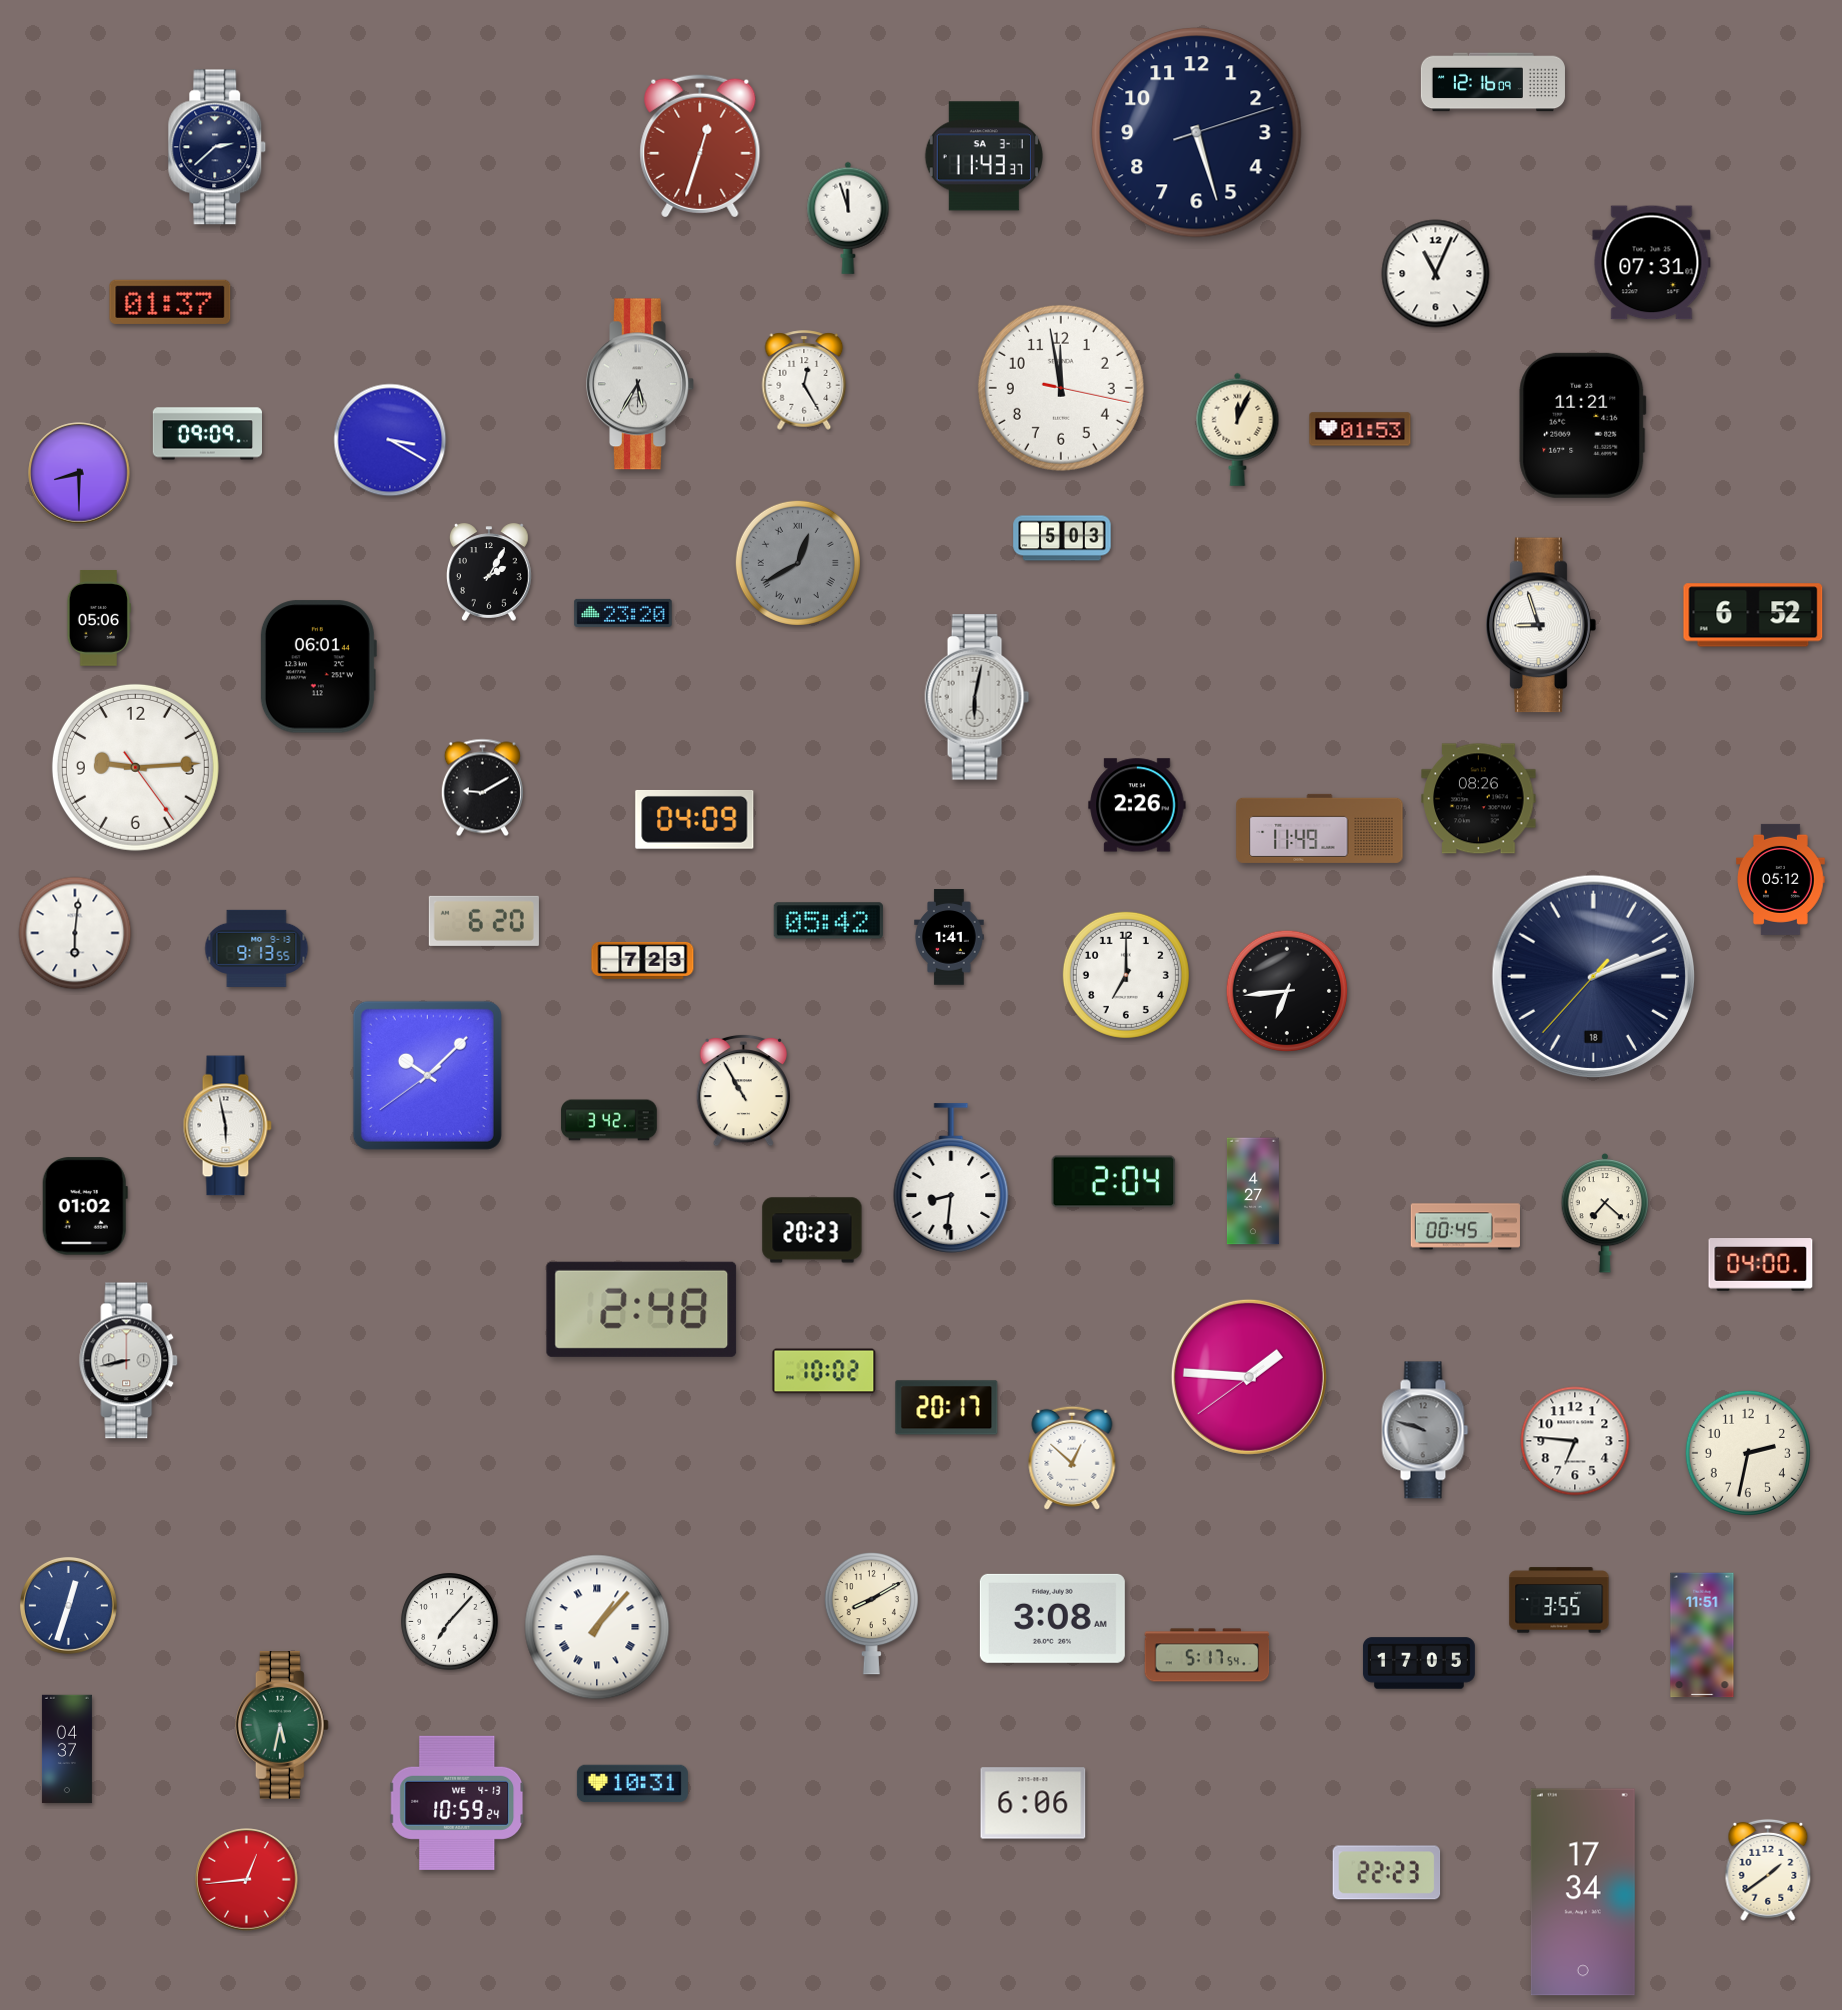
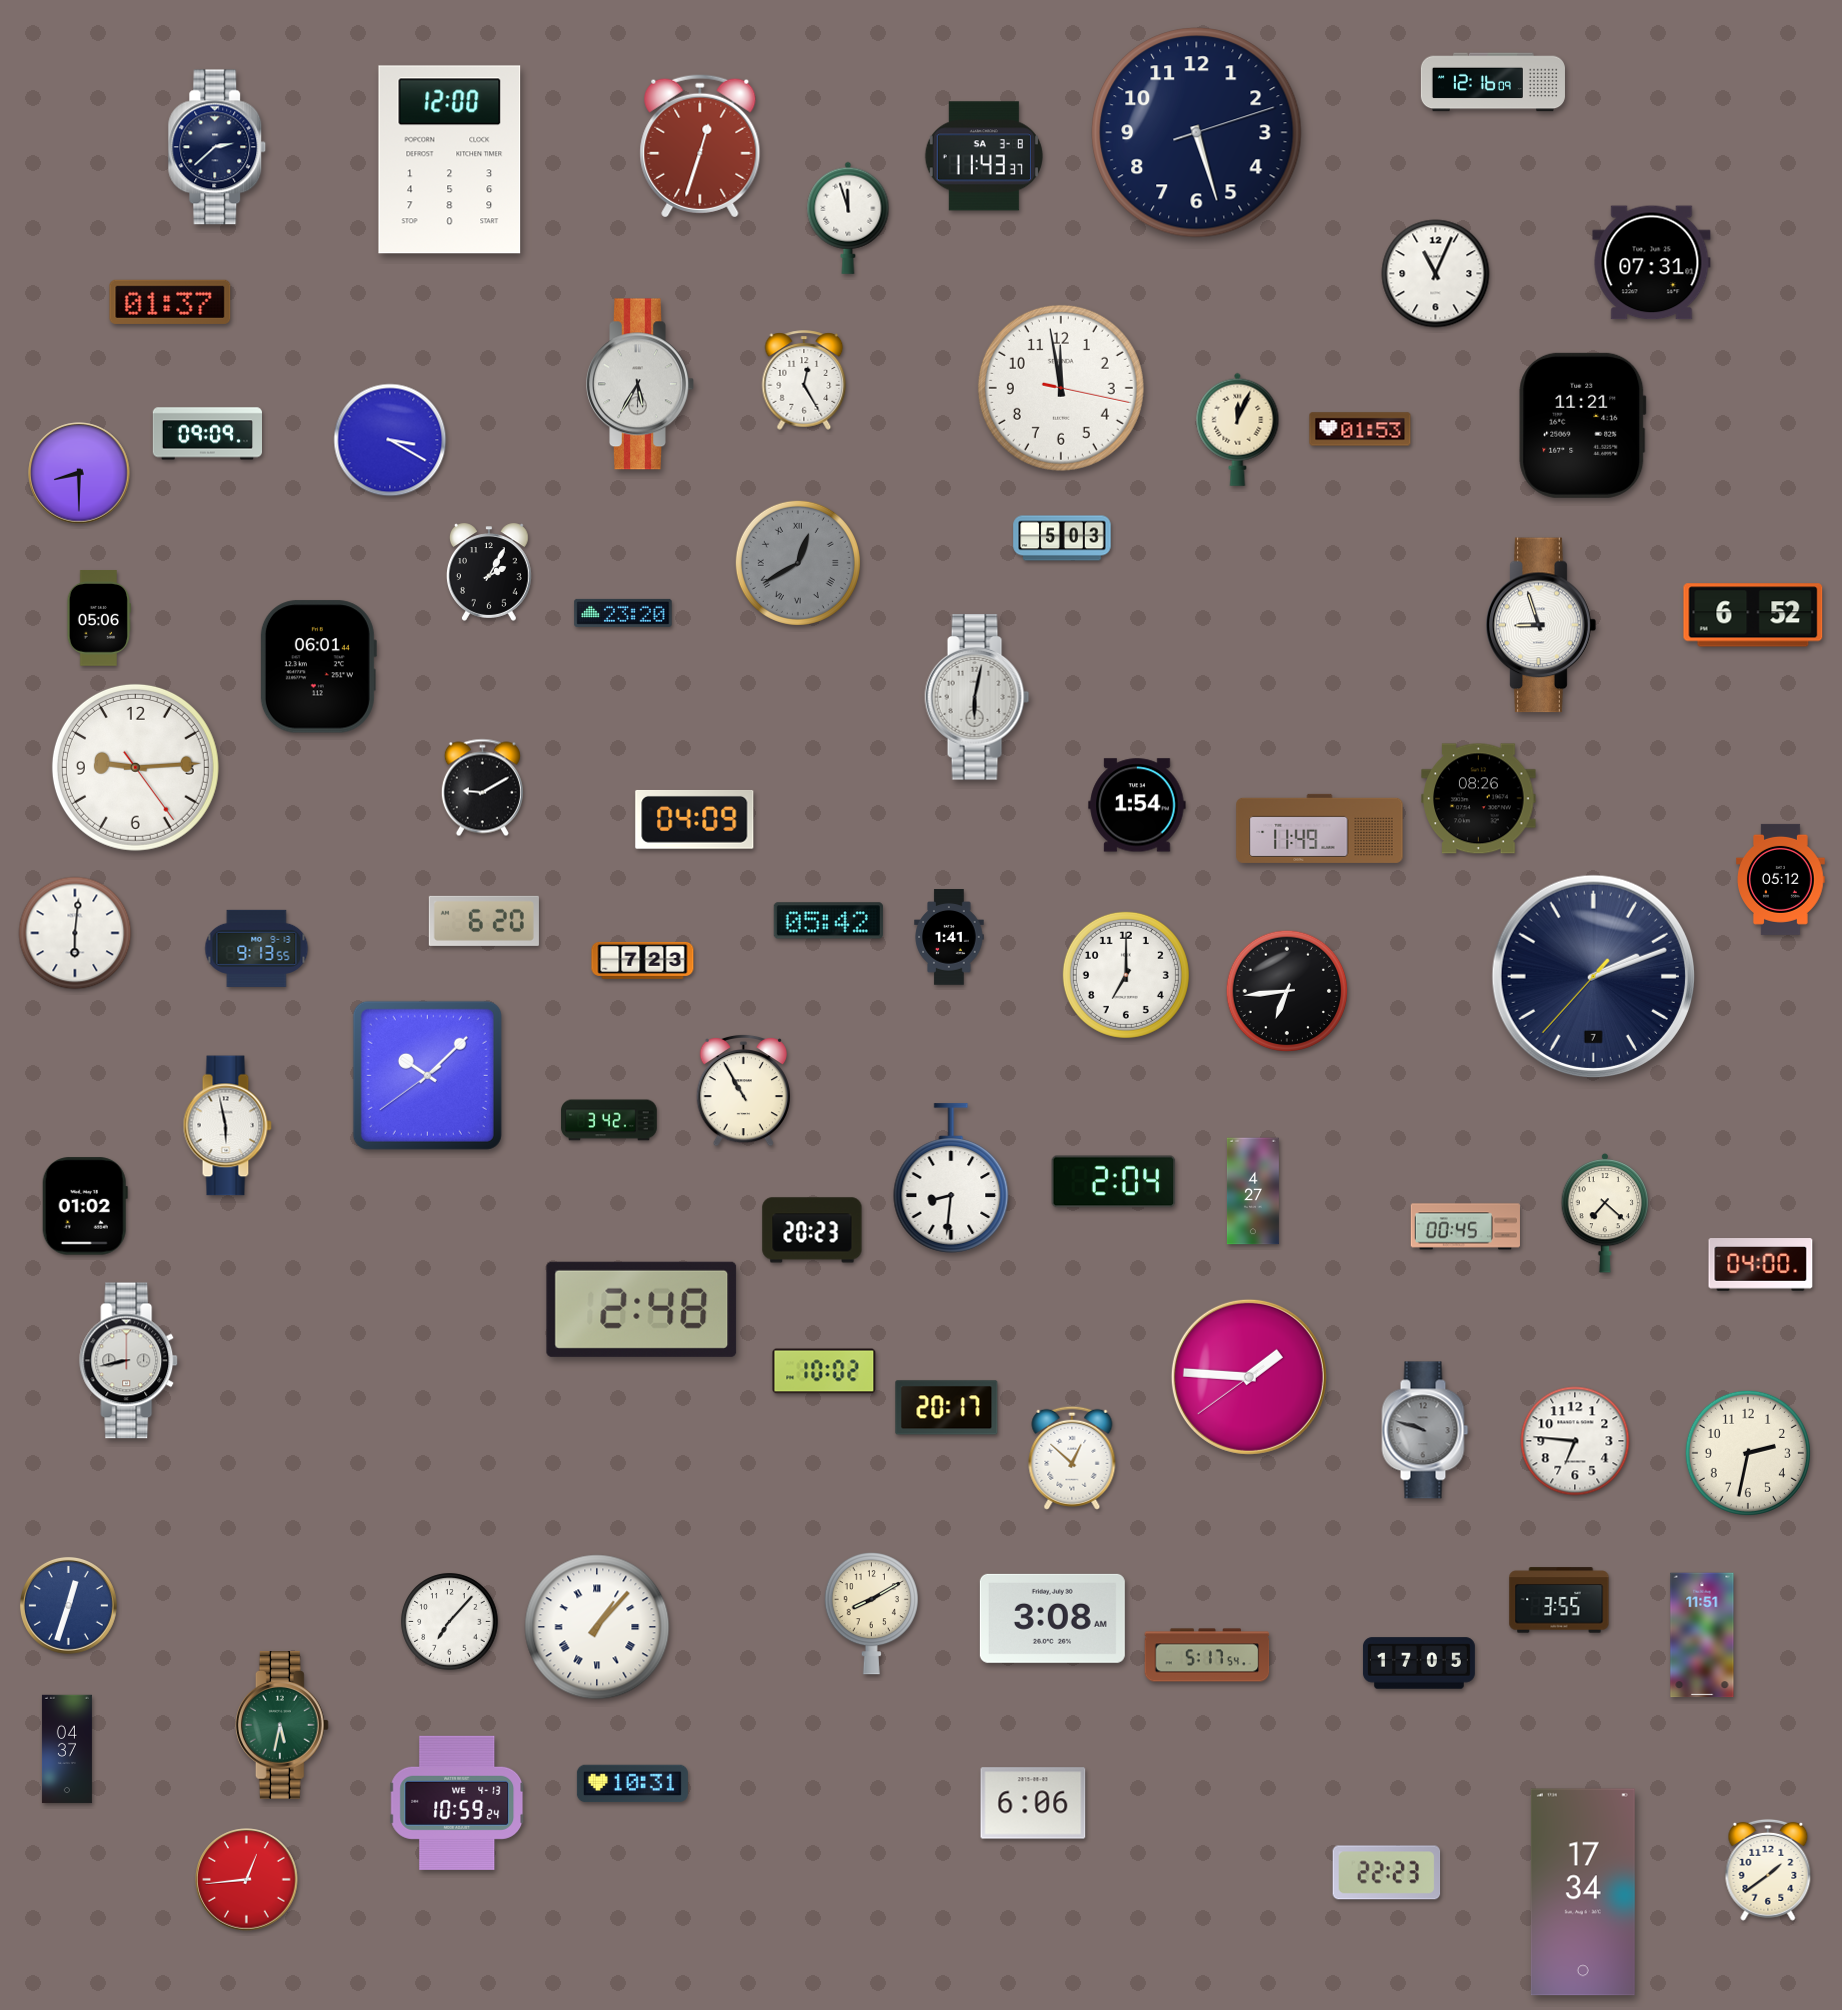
clock at (984, 156) date: SA 3-1 -> SA 3-8
clock at (450, 160): none -> 12:00
clock at (1137, 805): 2:26 -> 1:54
clock at (1593, 976) date: 18 -> 7
